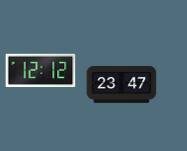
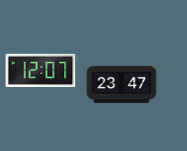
clock at (41, 71): 12:12 -> 12:07
